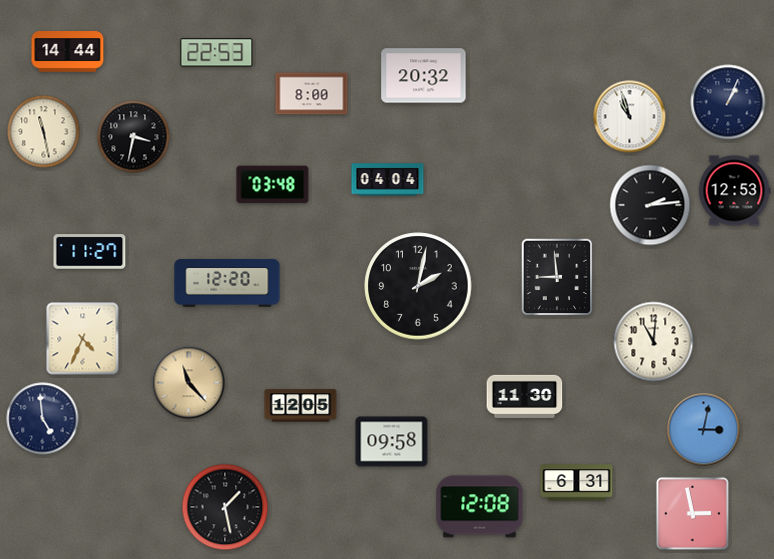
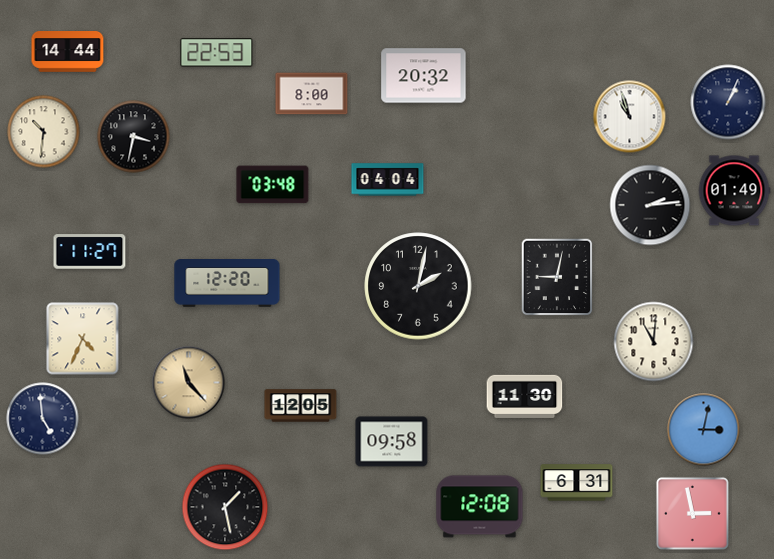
clock at (44, 132): 11:28 -> 10:31
clock at (734, 191): 12:53 -> 01:49
clock at (557, 277): 8:59 -> 9:02
